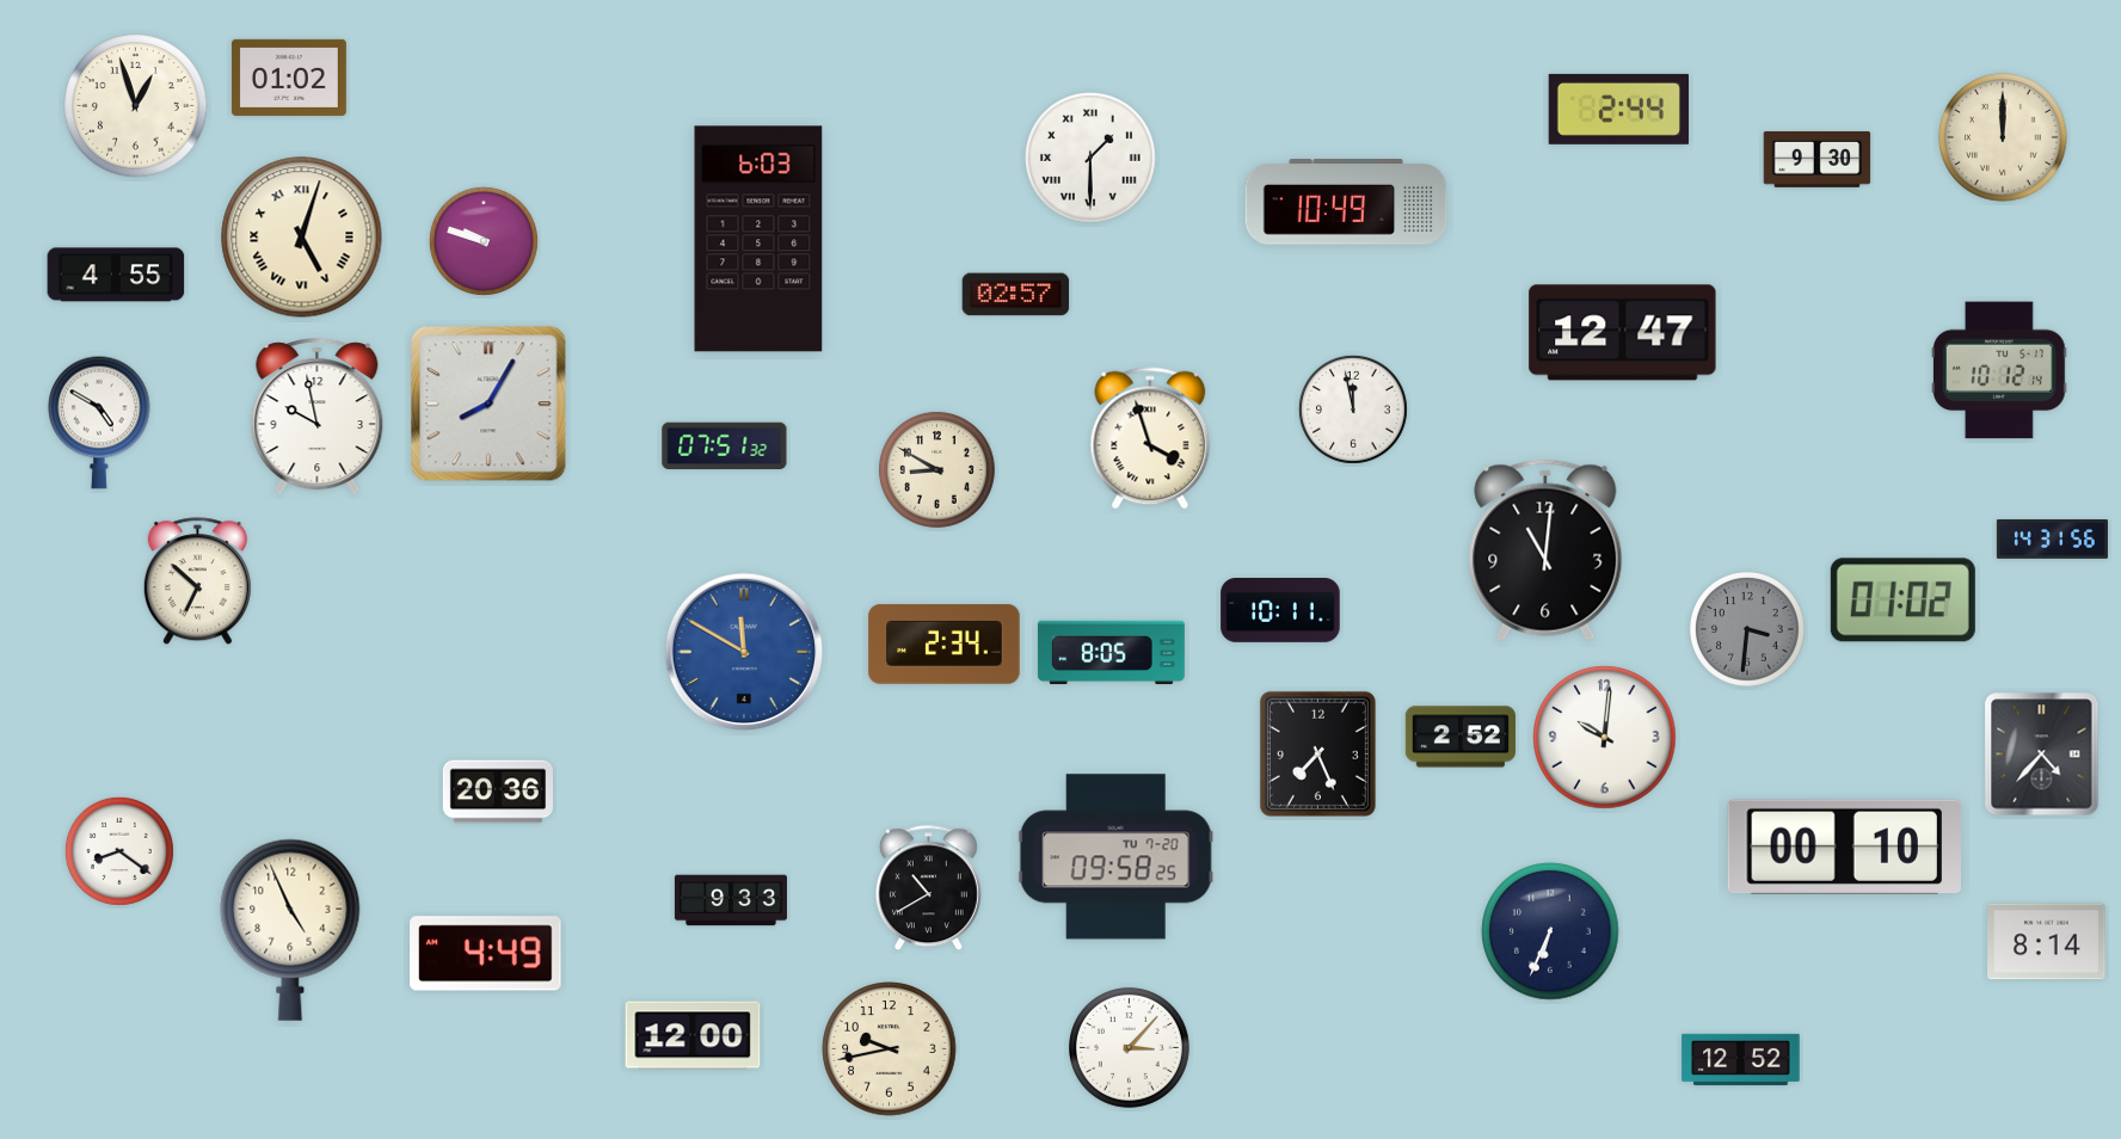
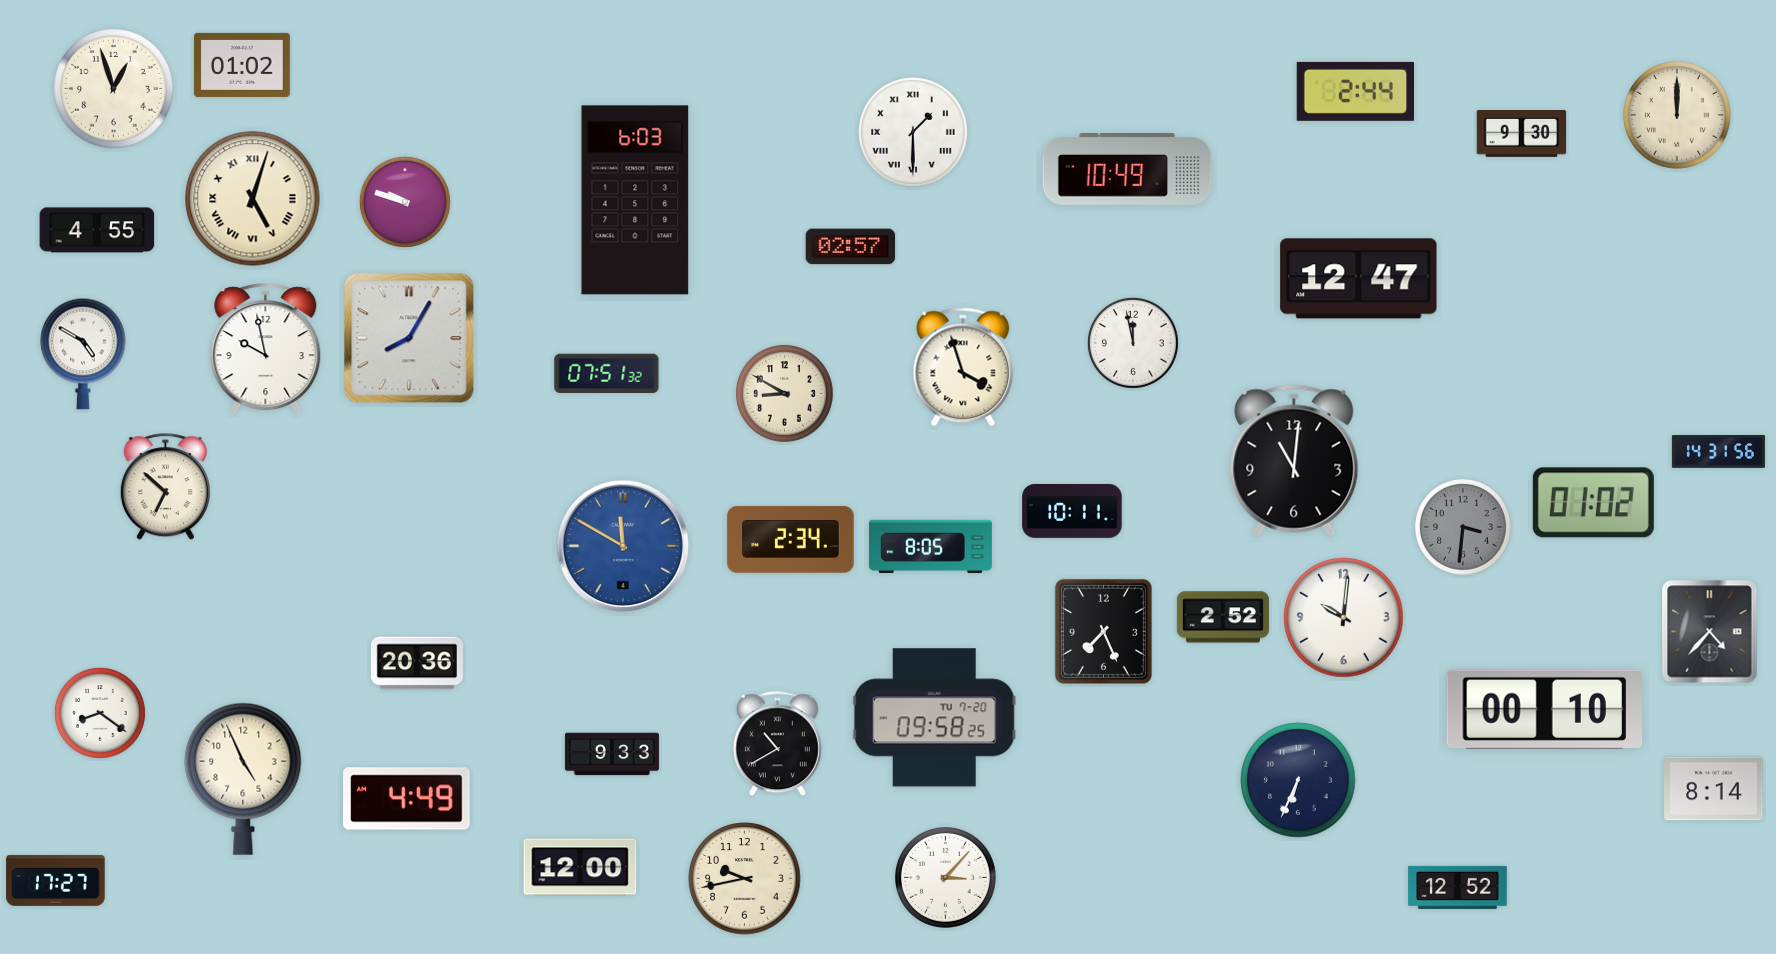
clock at (2000, 370): 10:12 -> none
clock at (56, 880): none -> 17:27
